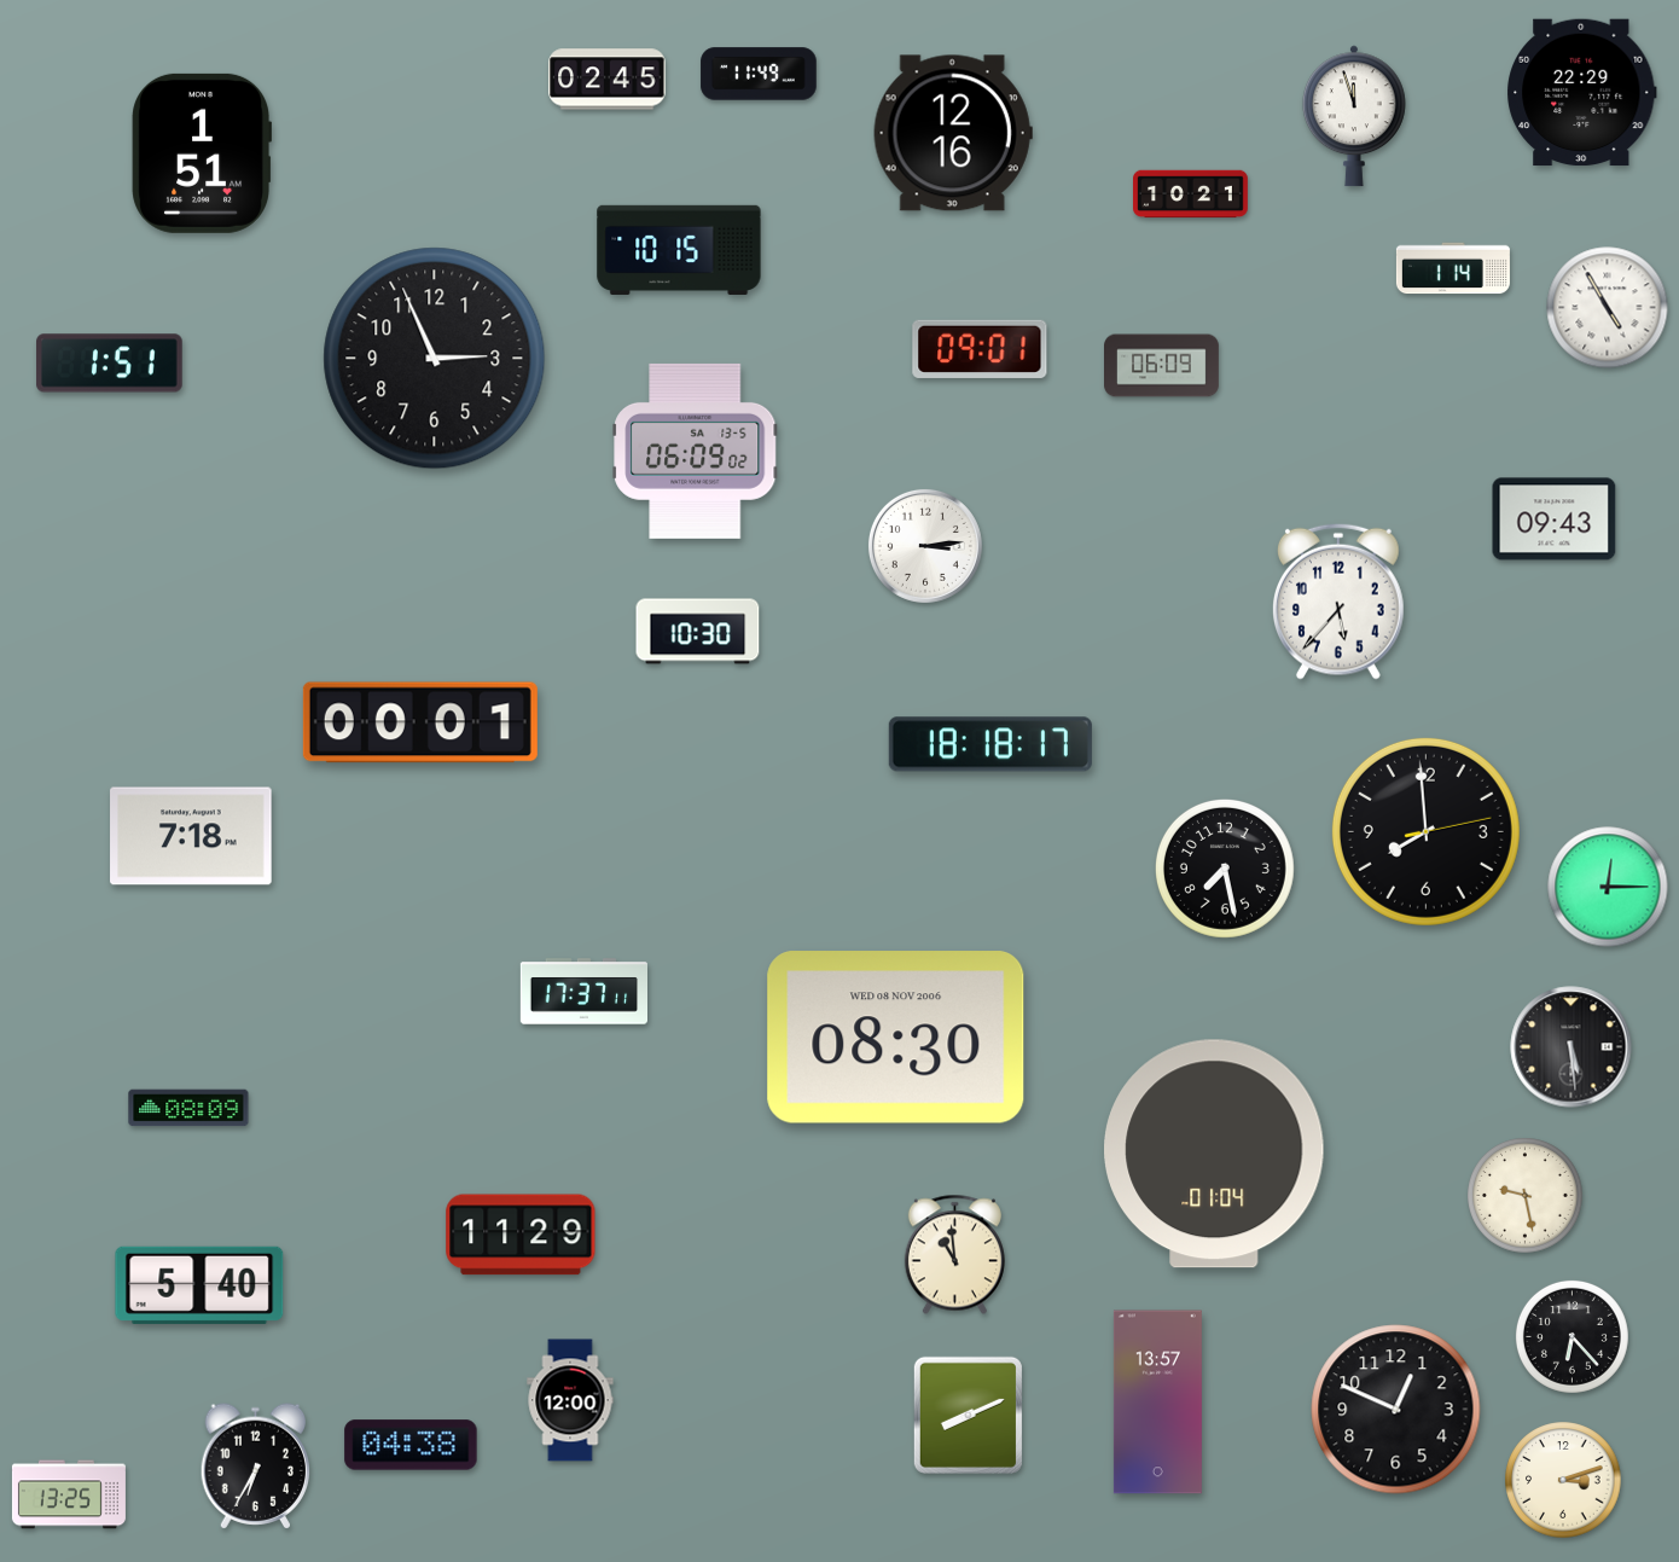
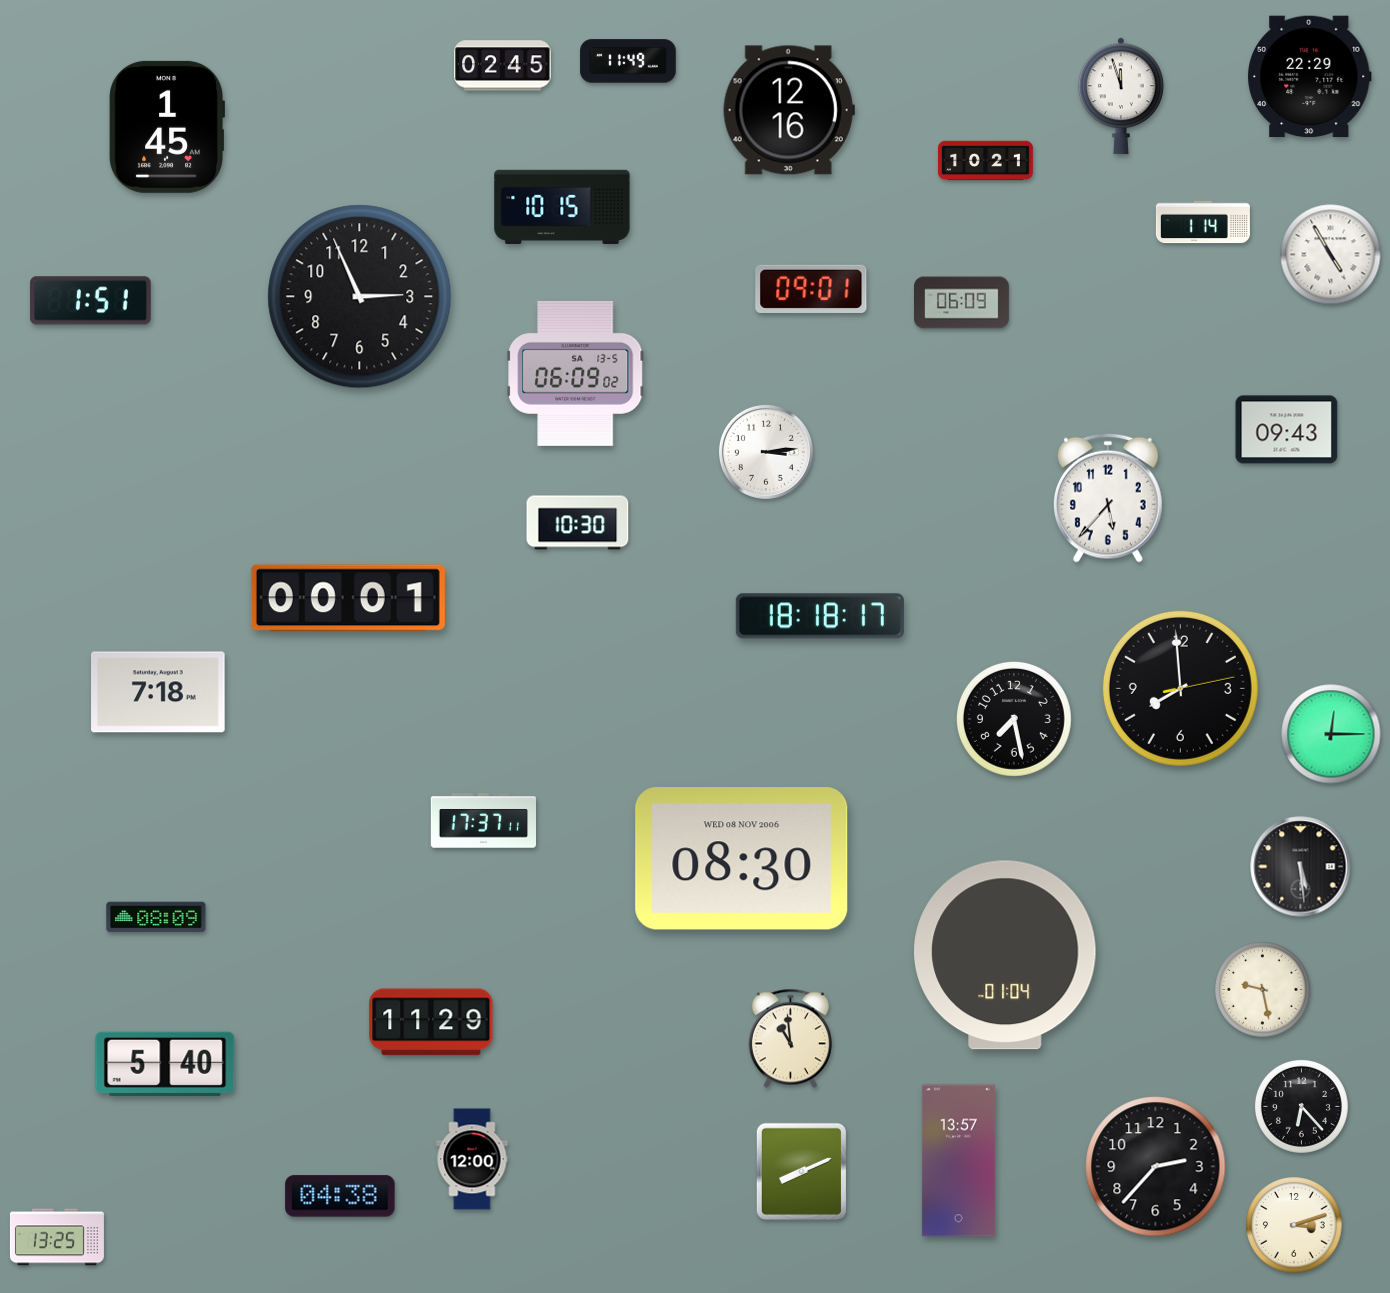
clock at (201, 153): 1:51 -> 1:45
clock at (1396, 1410): 12:49 -> 2:37
clock at (256, 1467): 6:35 -> none
